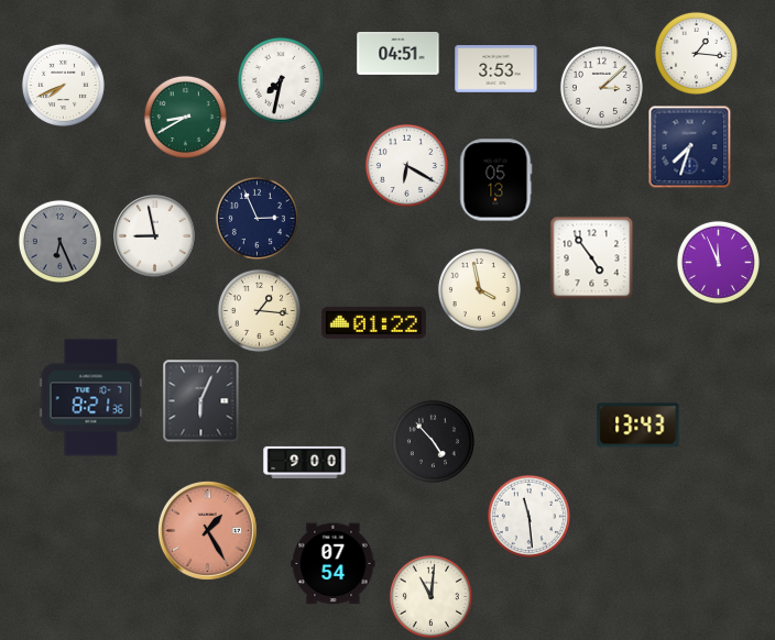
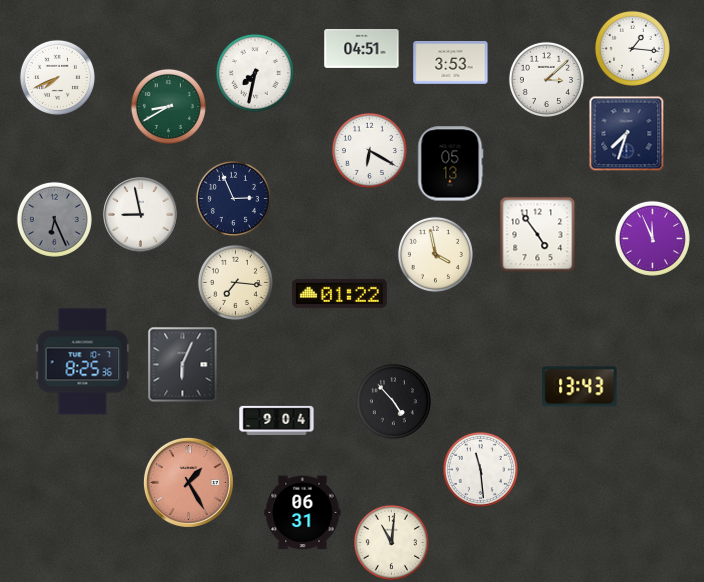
clock at (479, 289) position: (479, 289) -> (435, 254)
clock at (259, 310): 1:16 -> 7:16
clock at (91, 398): 8:21 -> 8:25
clock at (305, 462): 9:00 -> 9:04
clock at (334, 564): 07:54 -> 06:31
